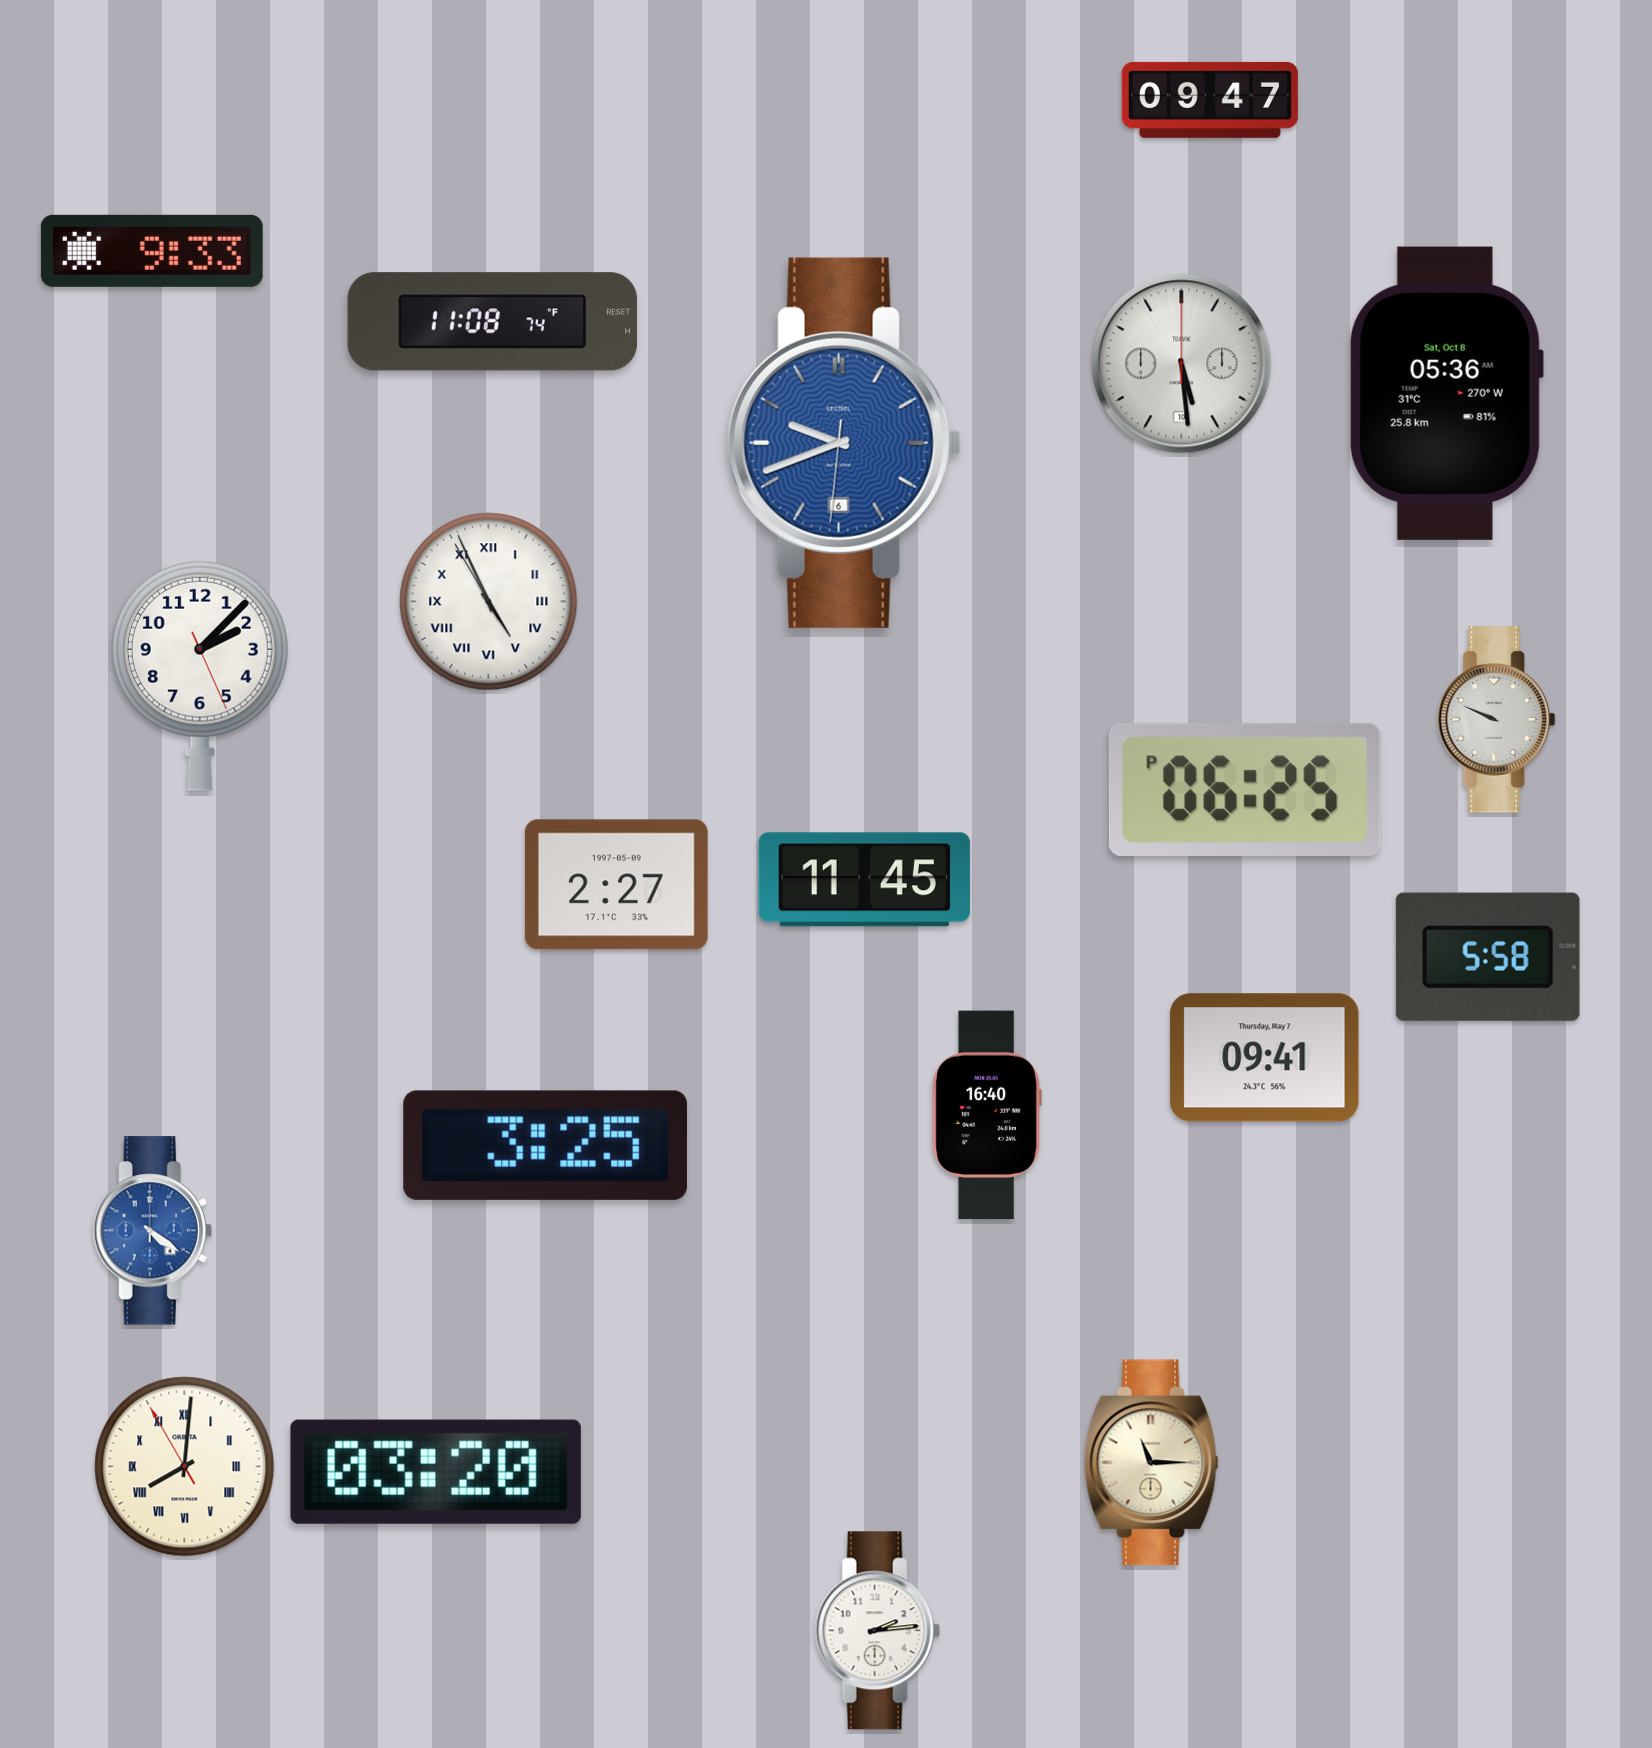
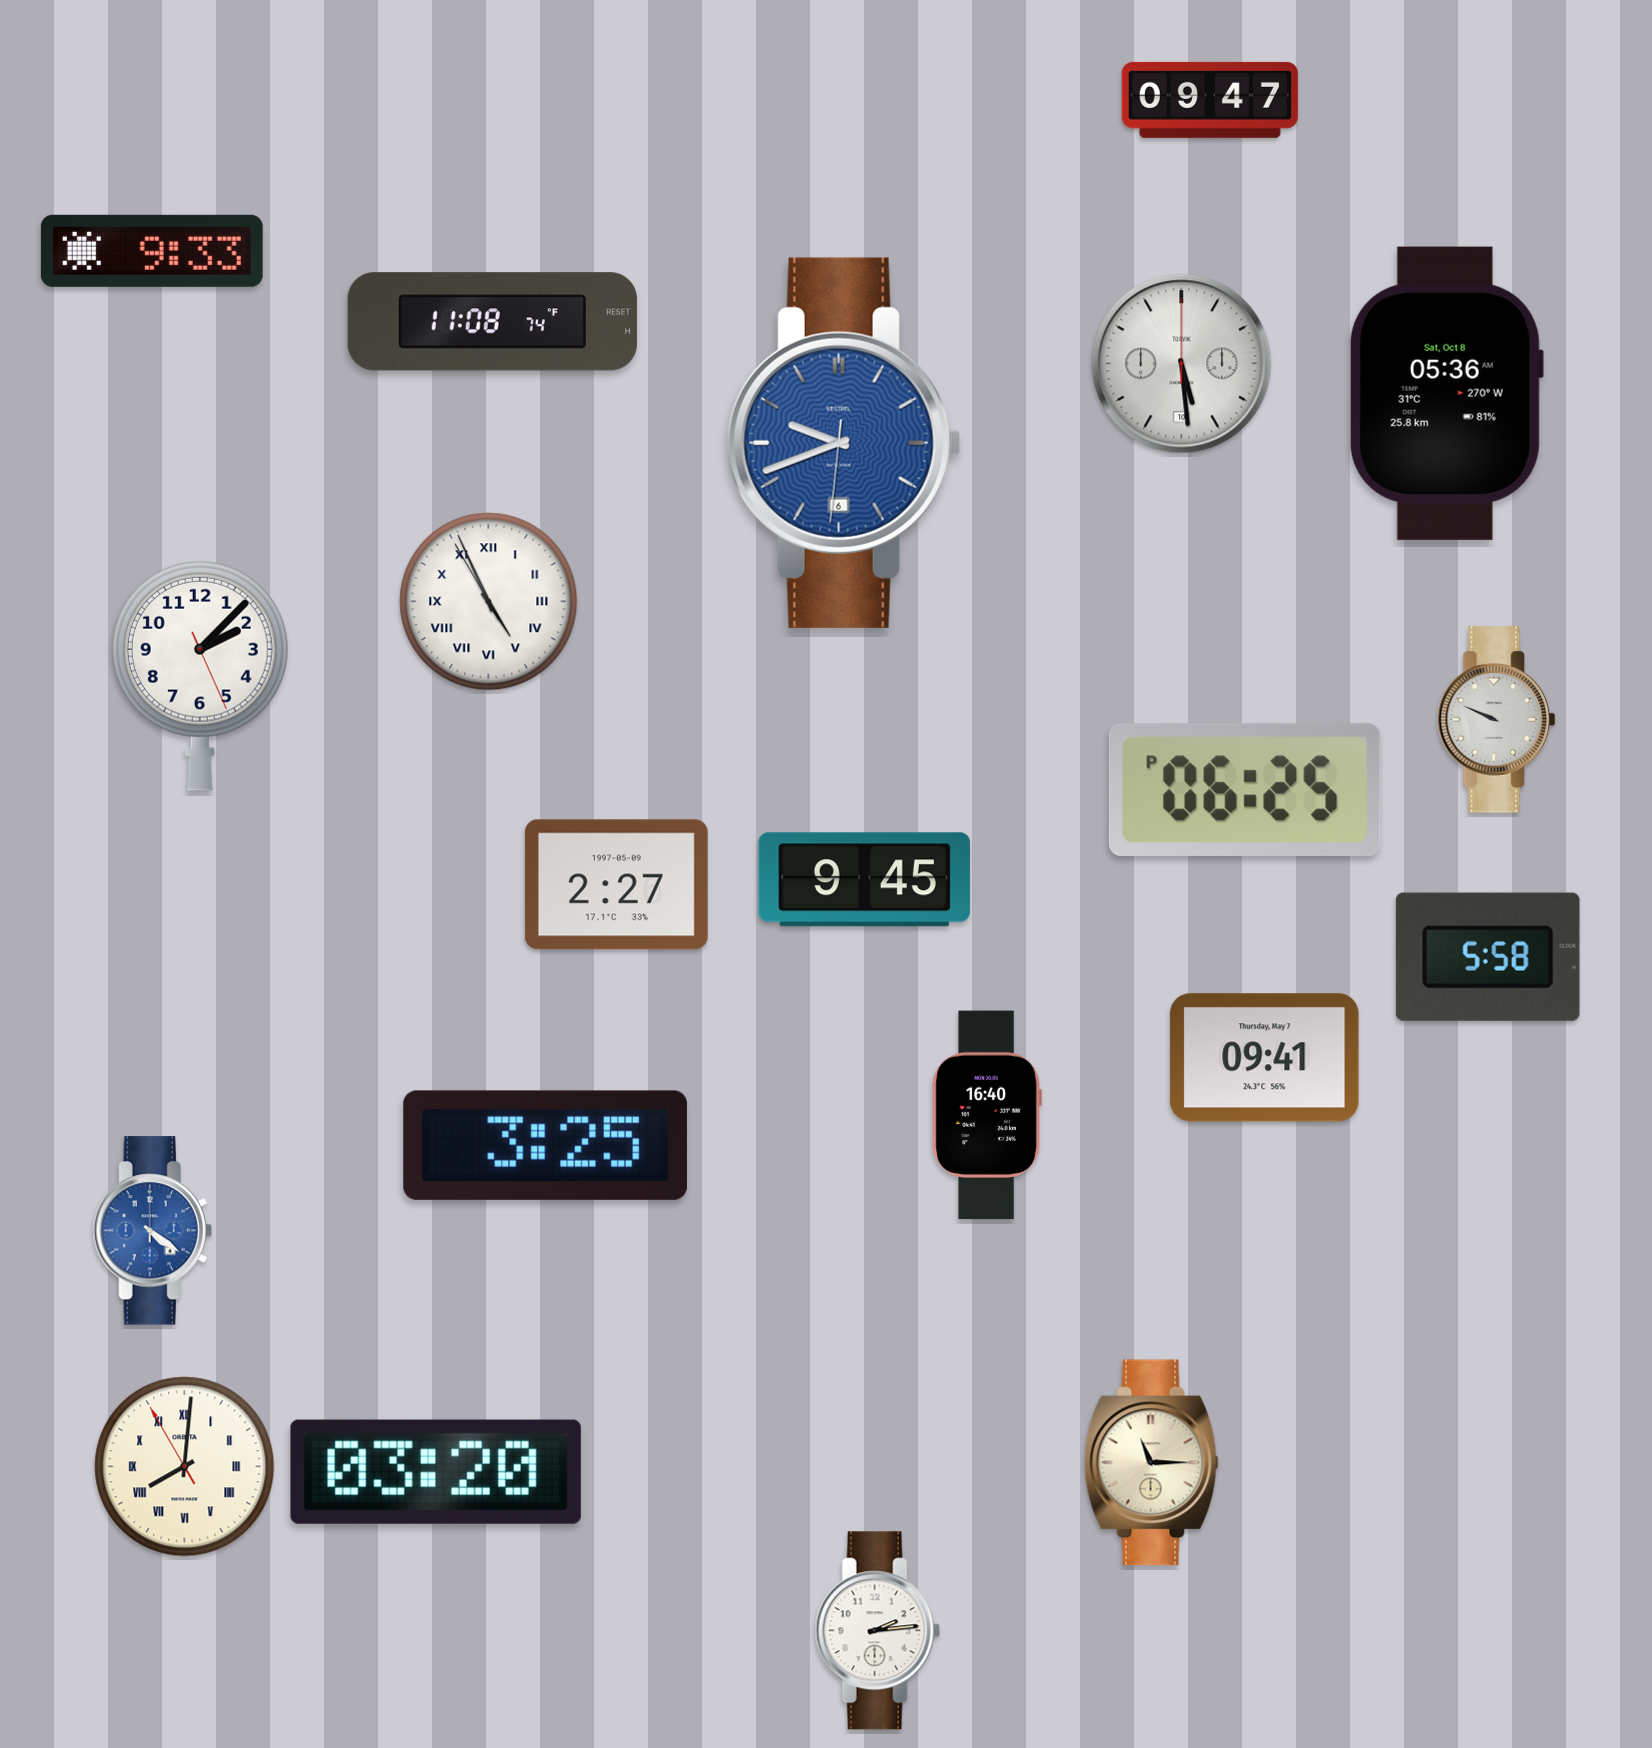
clock at (864, 880): 11:45 -> 9:45
